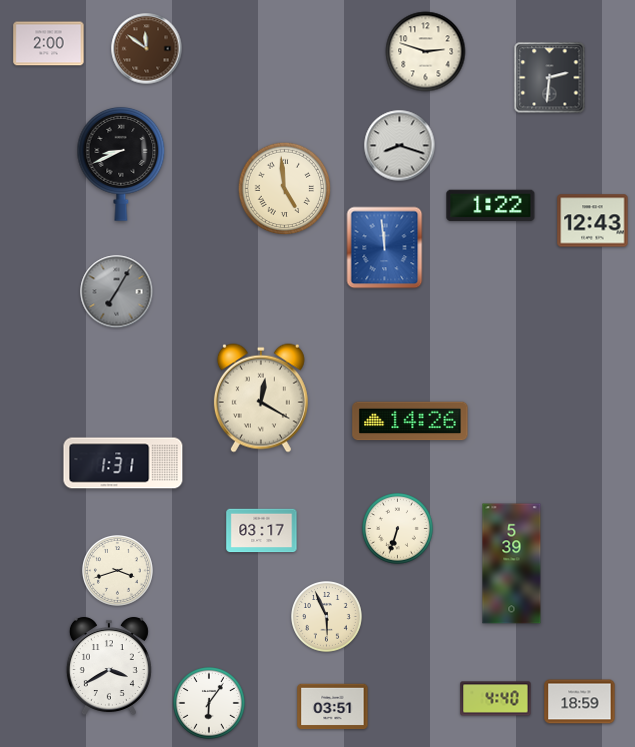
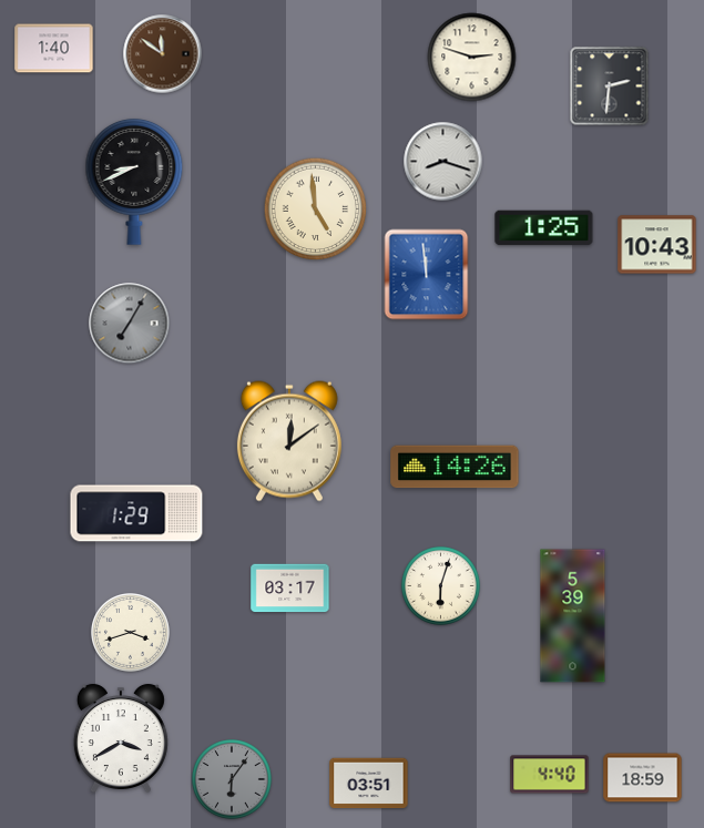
clock at (49, 44): 2:00 -> 1:40
clock at (491, 206): 1:22 -> 1:25
clock at (593, 221): 12:43 -> 10:43
clock at (261, 398): 12:20 -> 12:09
clock at (123, 463): 1:31 -> 1:29
clock at (398, 529): 6:33 -> 6:03
clock at (512, 564) position: (512, 564) -> (573, 616)
clock at (327, 617): 5:56 -> none
clock at (209, 703) dial: white -> grey
